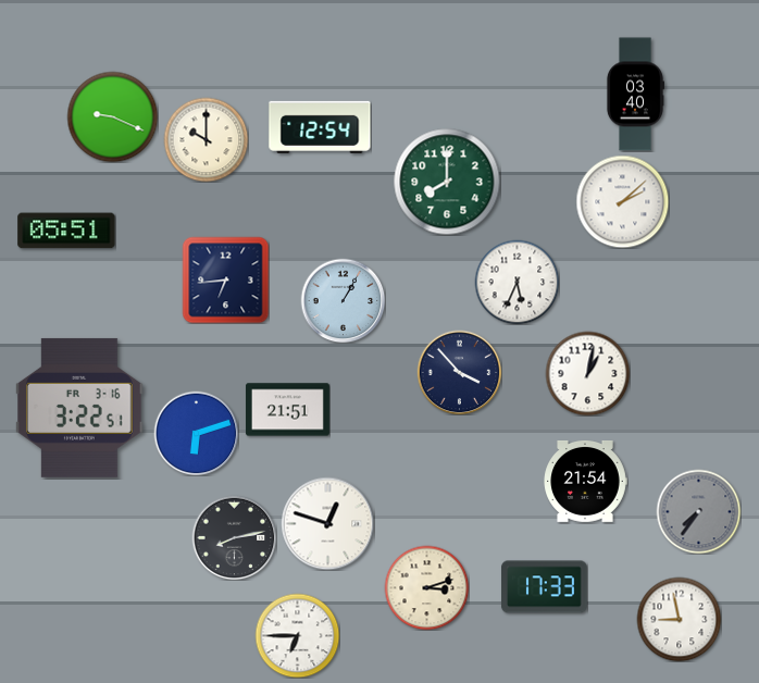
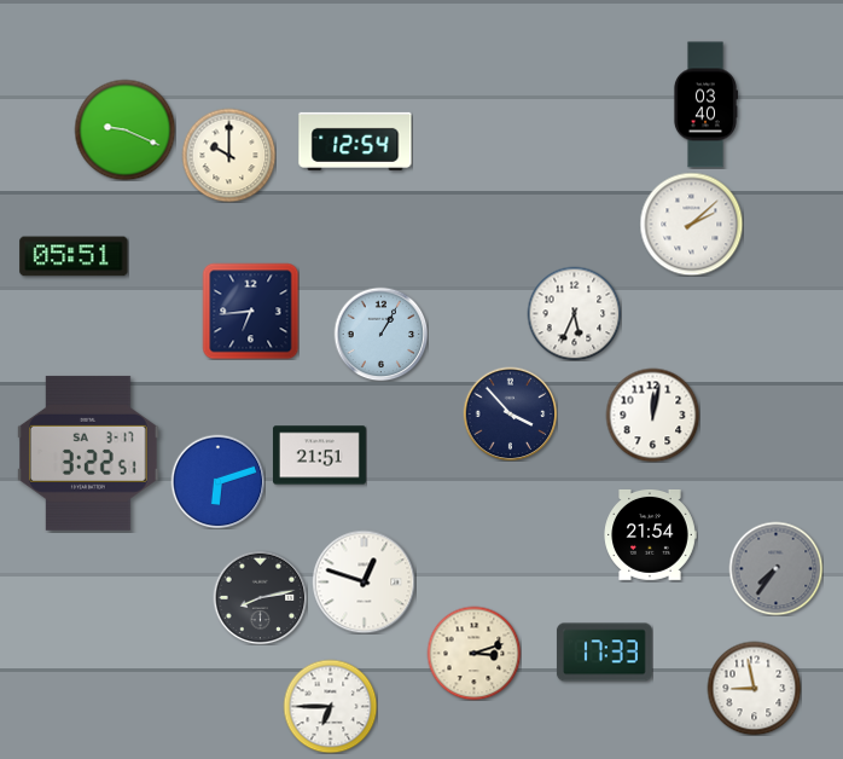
clock at (447, 182): 8:00 -> none
clock at (587, 373): 1:02 -> 12:02
clock at (80, 408) date: FR 3-16 -> SA 3-17
